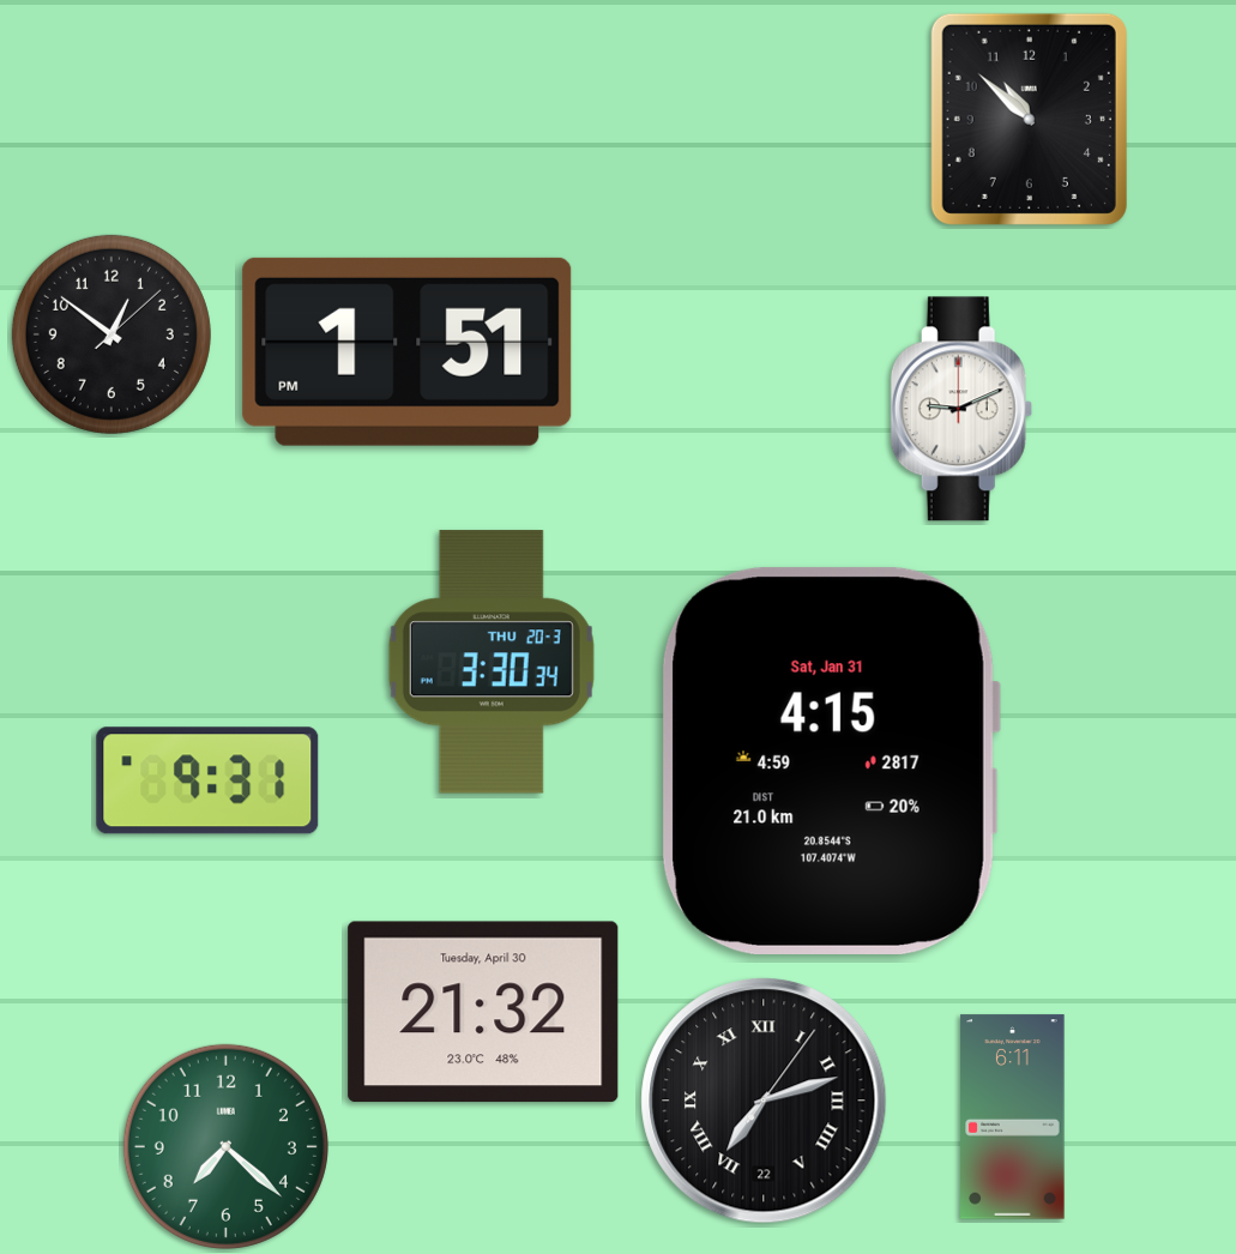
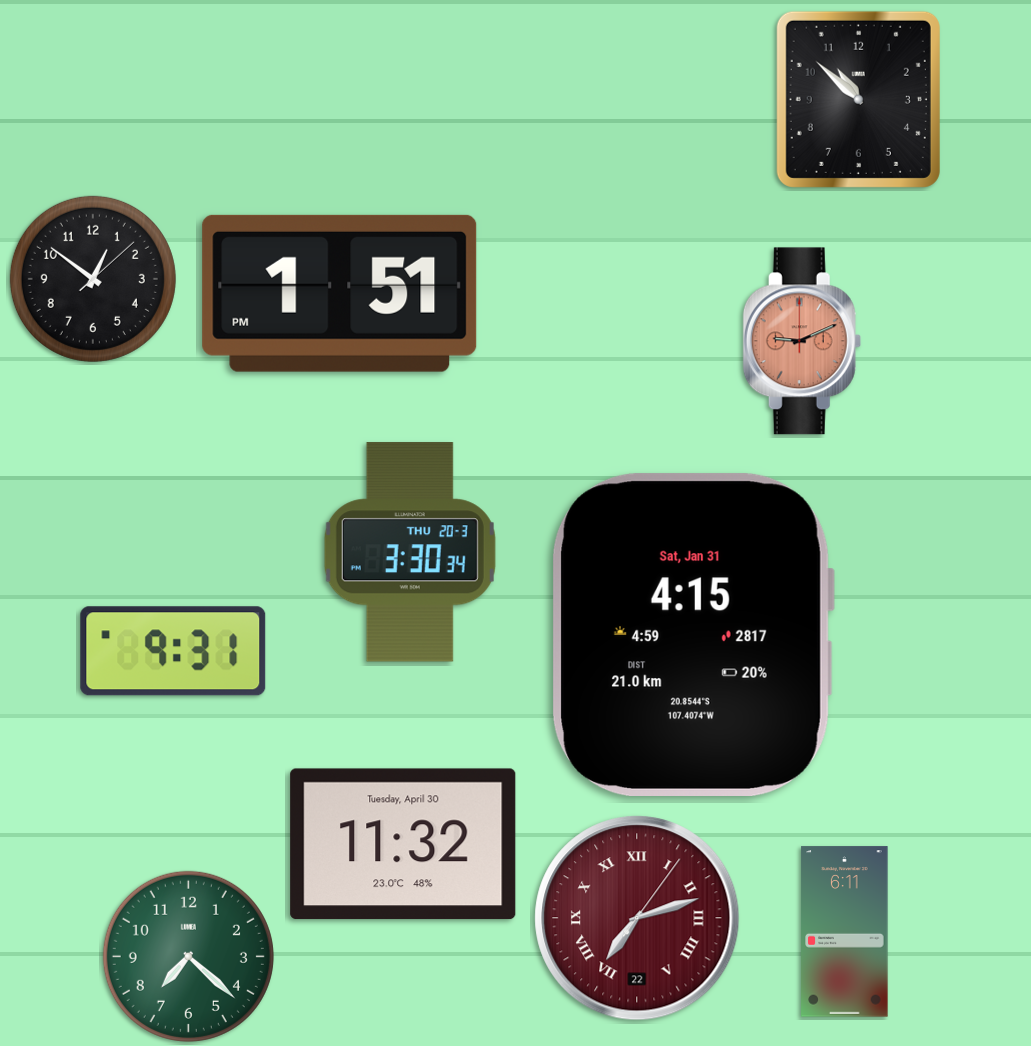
clock at (961, 409) dial: white -> salmon
clock at (483, 1012): 21:32 -> 11:32
clock at (764, 1101) dial: black -> burgundy
